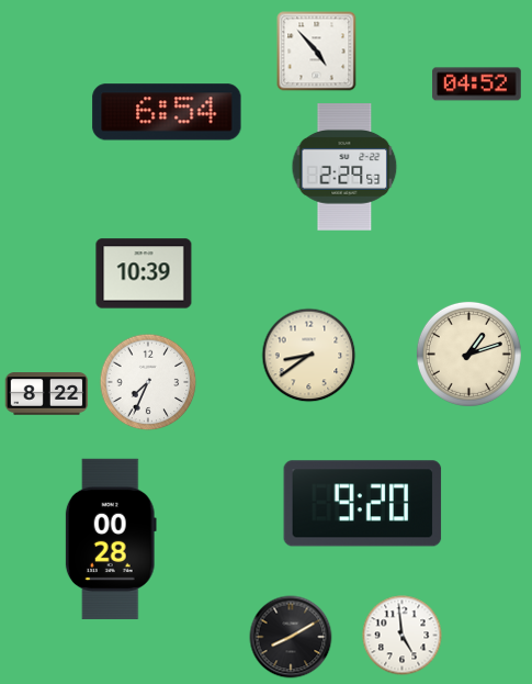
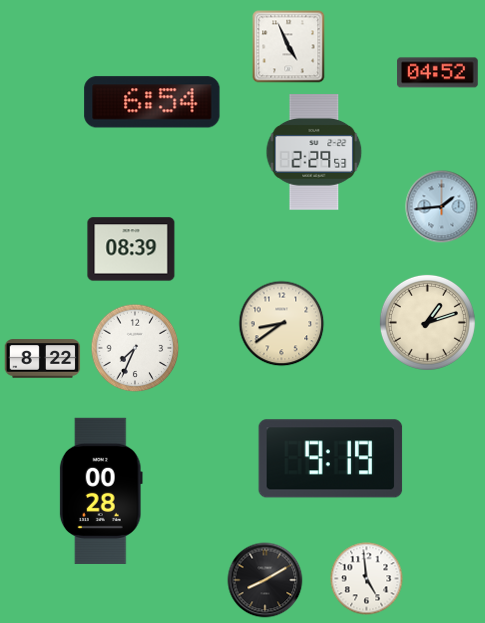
clock at (317, 52): 4:53 -> 4:56
clock at (477, 85) position: (477, 85) -> (438, 73)
clock at (442, 207): none -> 1:44
clock at (144, 273): 10:39 -> 08:39
clock at (363, 504): 9:20 -> 9:19
